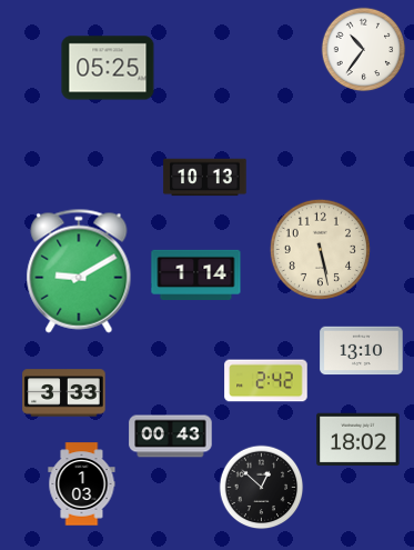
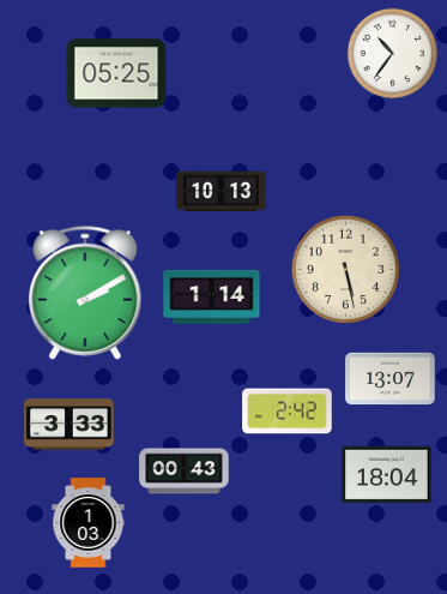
clock at (79, 271): 9:10 -> 2:10
clock at (362, 351): 13:10 -> 13:07
clock at (359, 440): 18:02 -> 18:04
clock at (262, 488): 12:52 -> none
